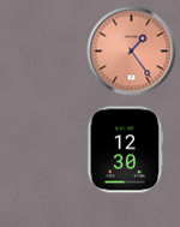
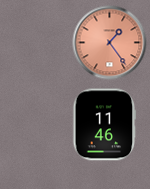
clock at (126, 150): 12:30 -> 11:46
